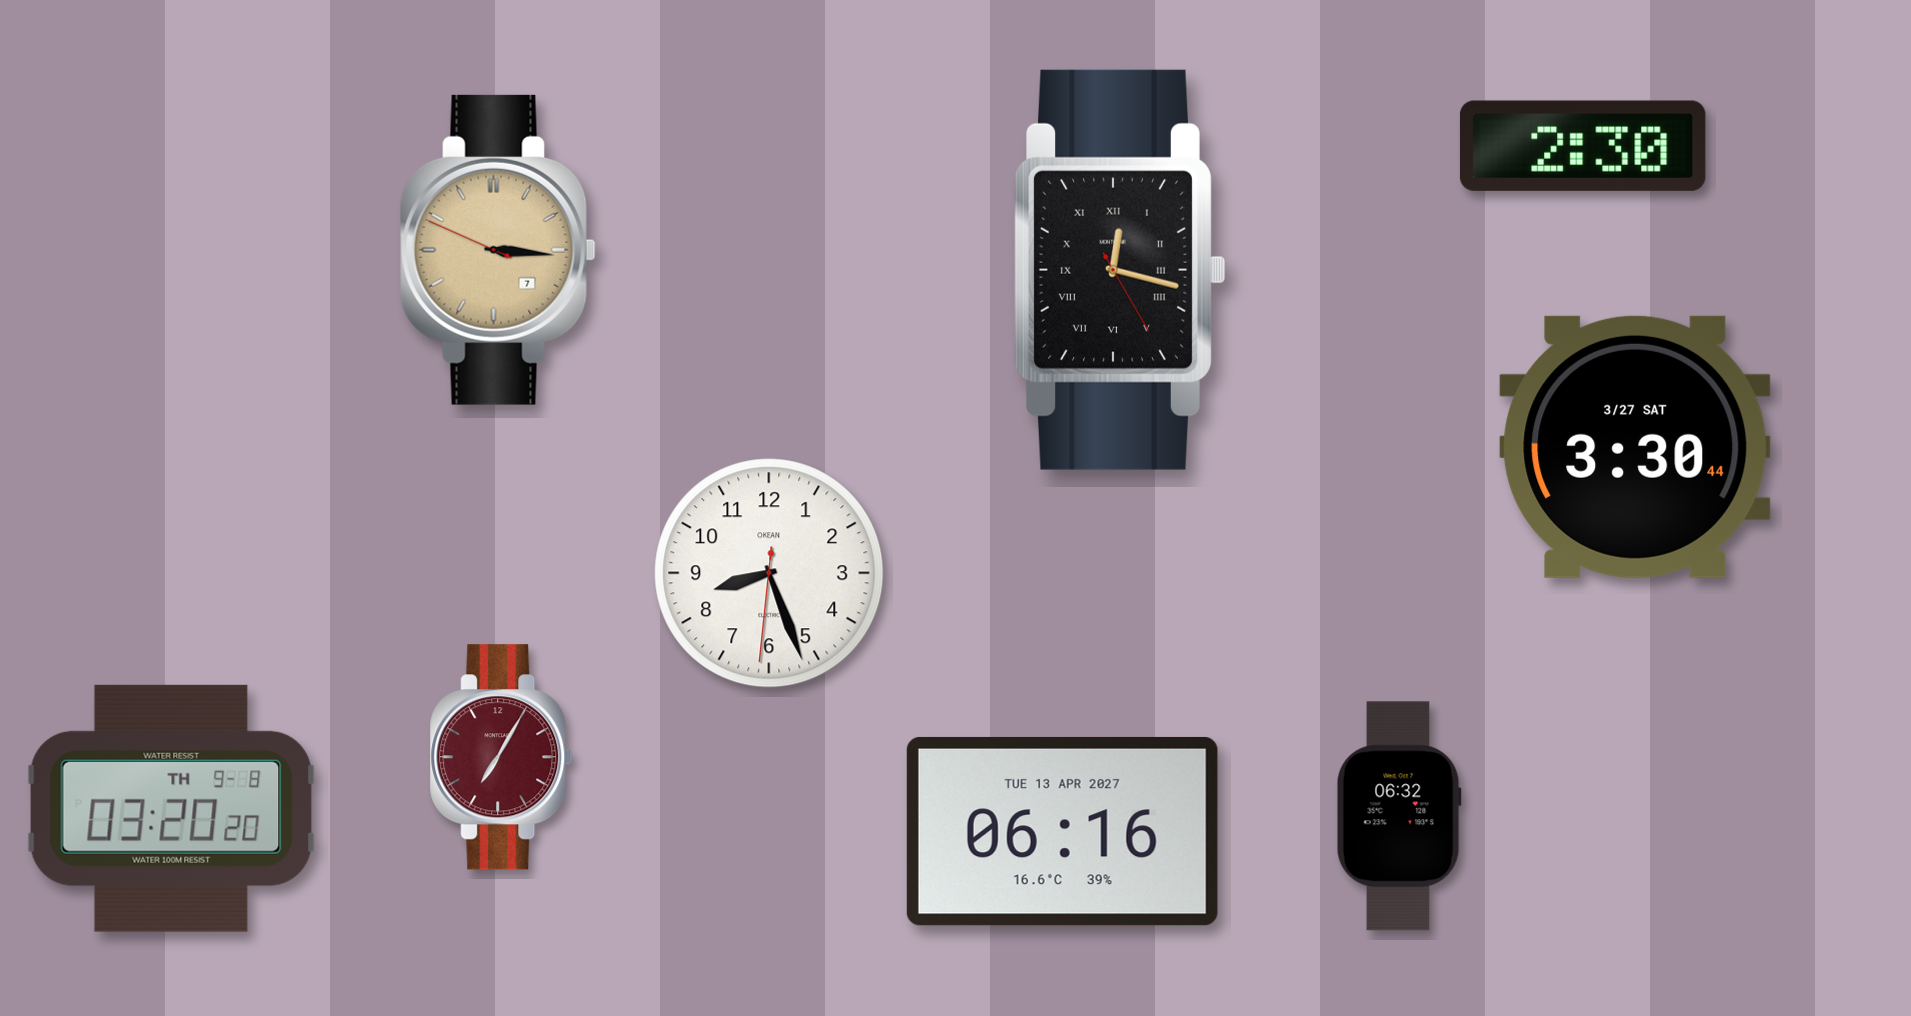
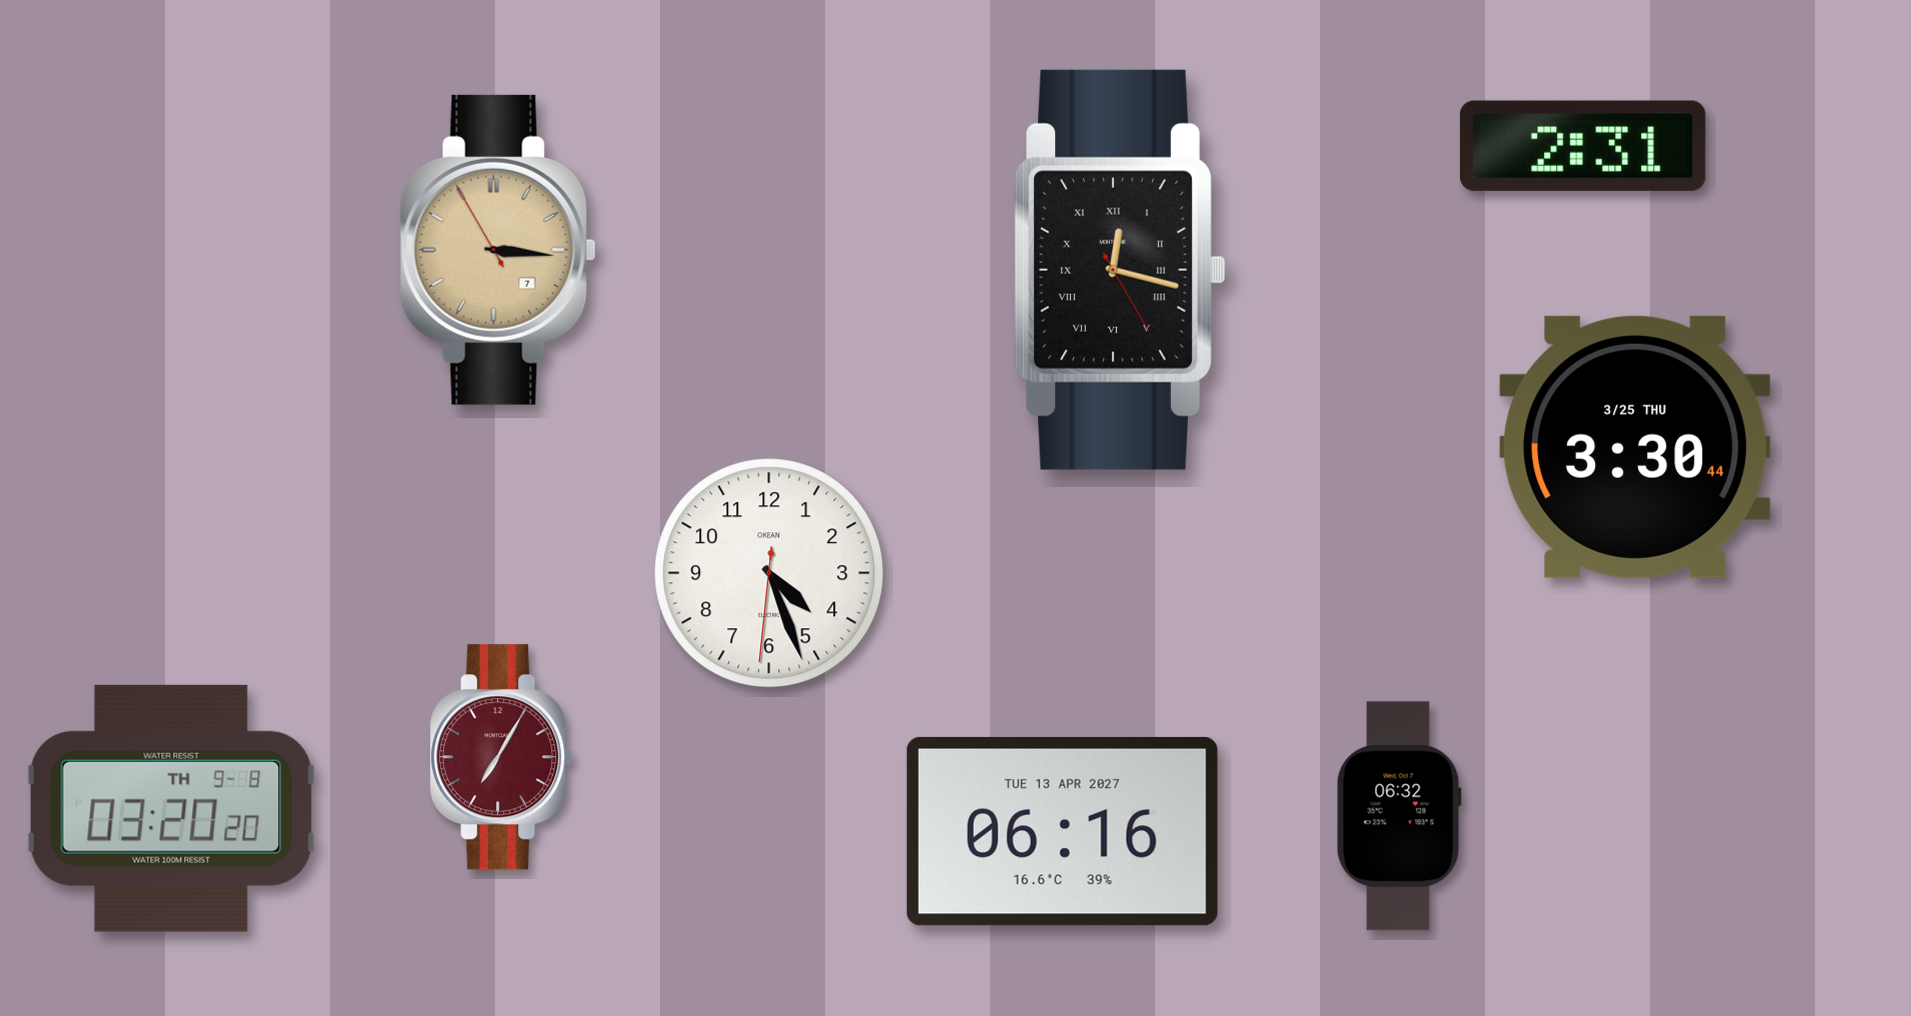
clock at (1583, 146): 2:30 -> 2:31
clock at (498, 250): 3:15:49 -> 3:15:55
clock at (1635, 447) date: 3/27 SAT -> 3/25 THU
clock at (769, 573): 8:26 -> 4:26
